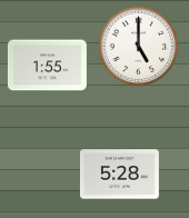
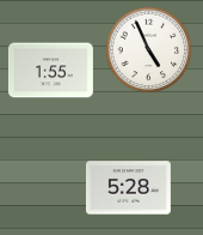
clock at (139, 47): 5:00 -> 4:56
